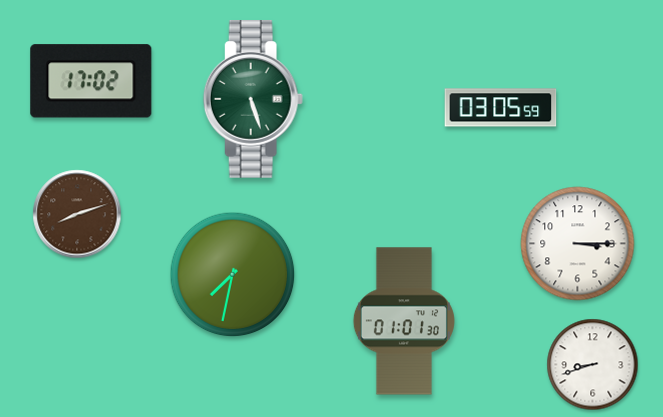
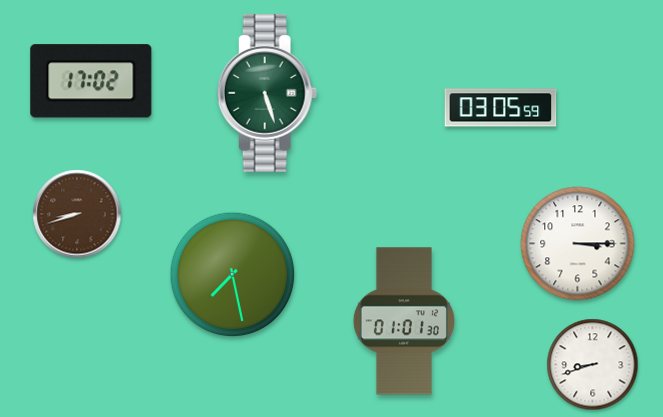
clock at (253, 100) position: (253, 100) -> (267, 94)
clock at (77, 214): 8:12 -> 8:42
clock at (233, 275): 7:32 -> 7:28
